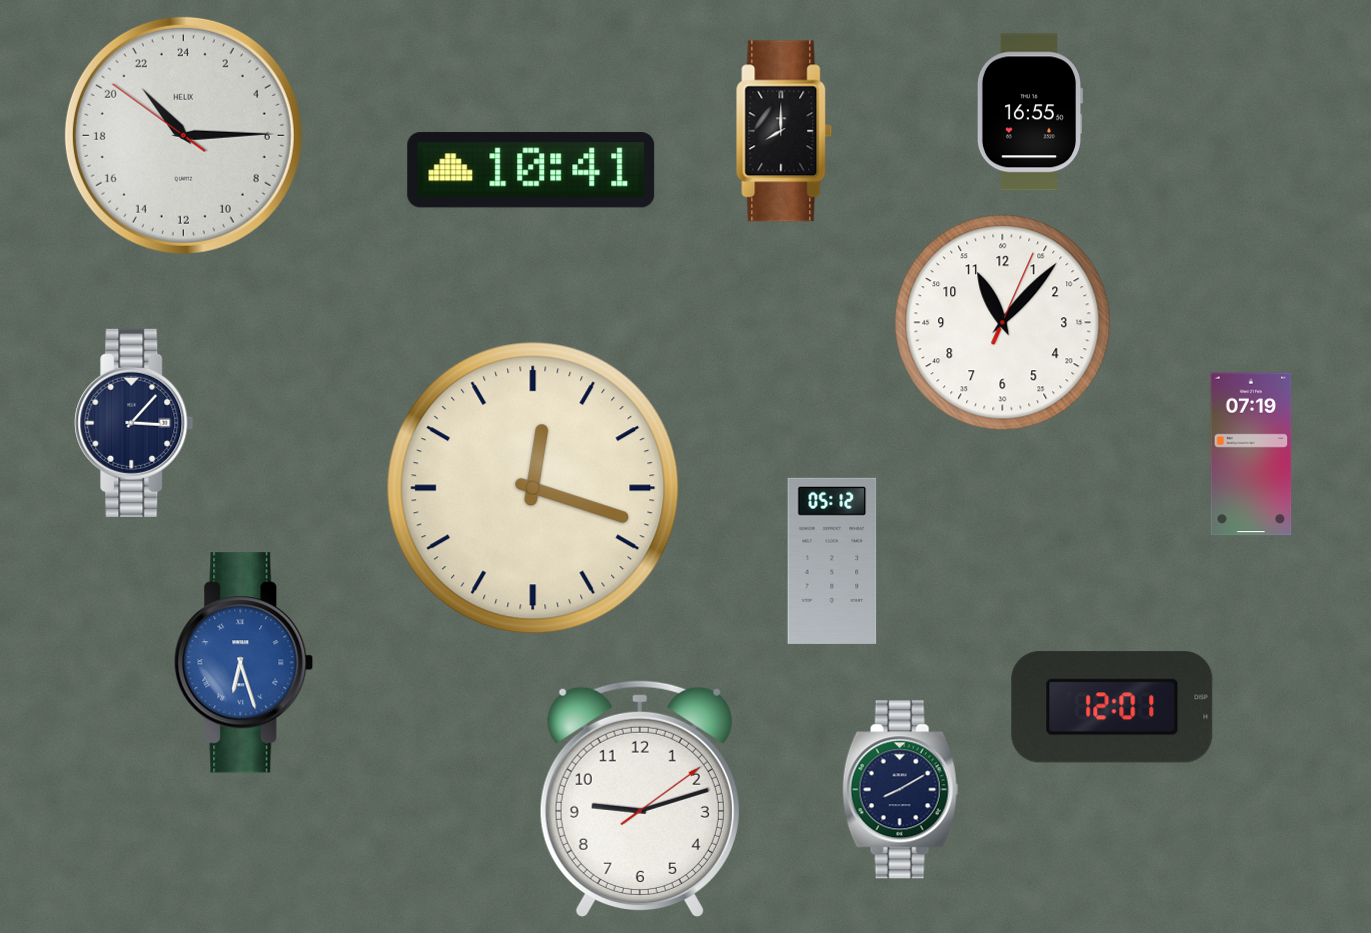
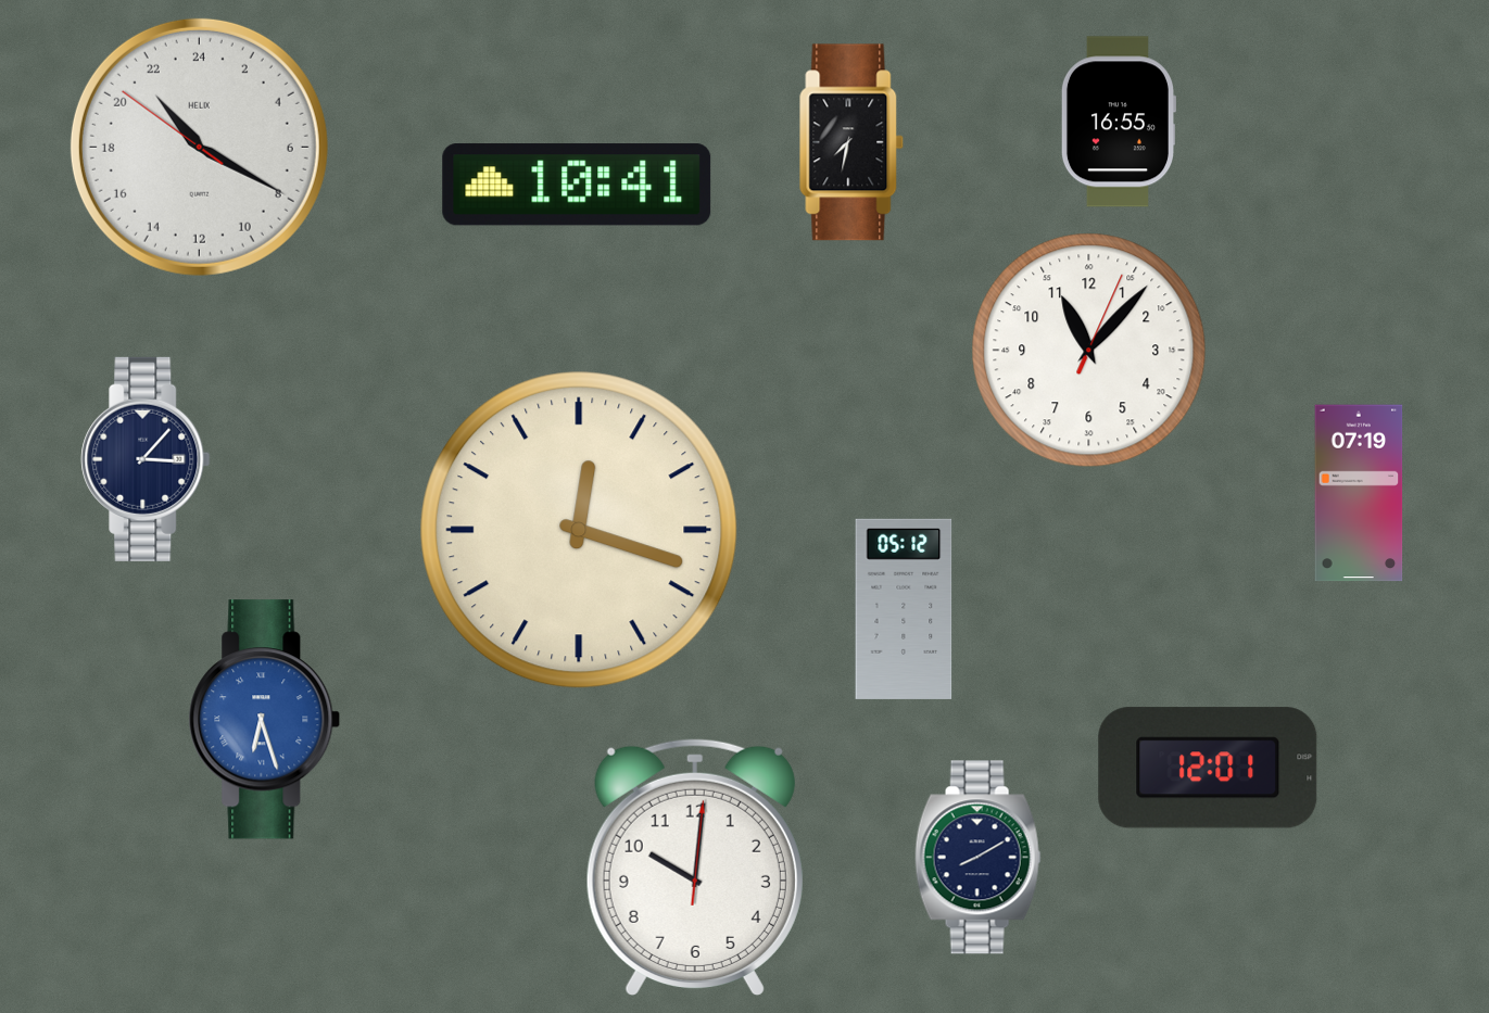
clock at (784, 131): 8:00 -> 7:32
clock at (183, 135): 21:14 -> 21:19
clock at (640, 799): 9:12 -> 10:01
